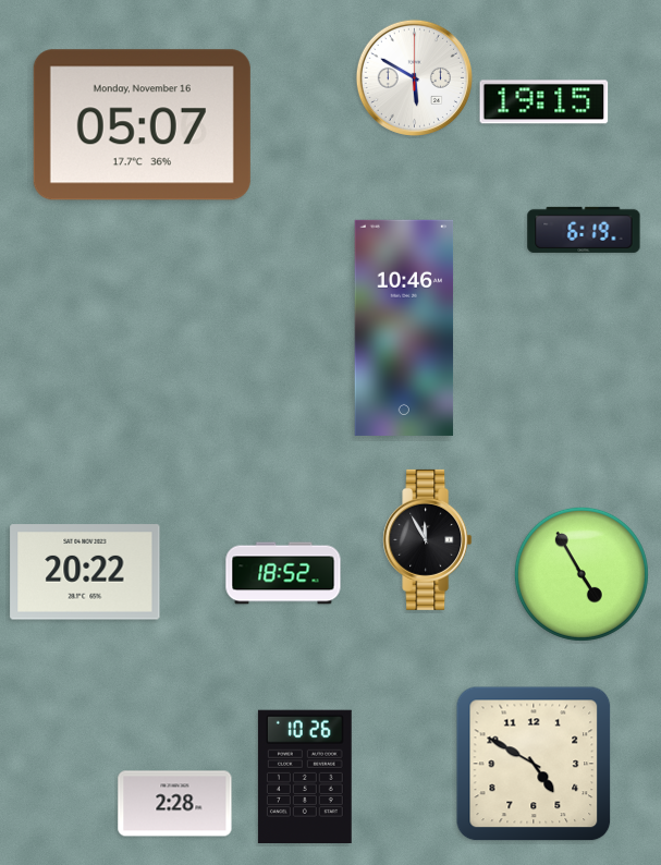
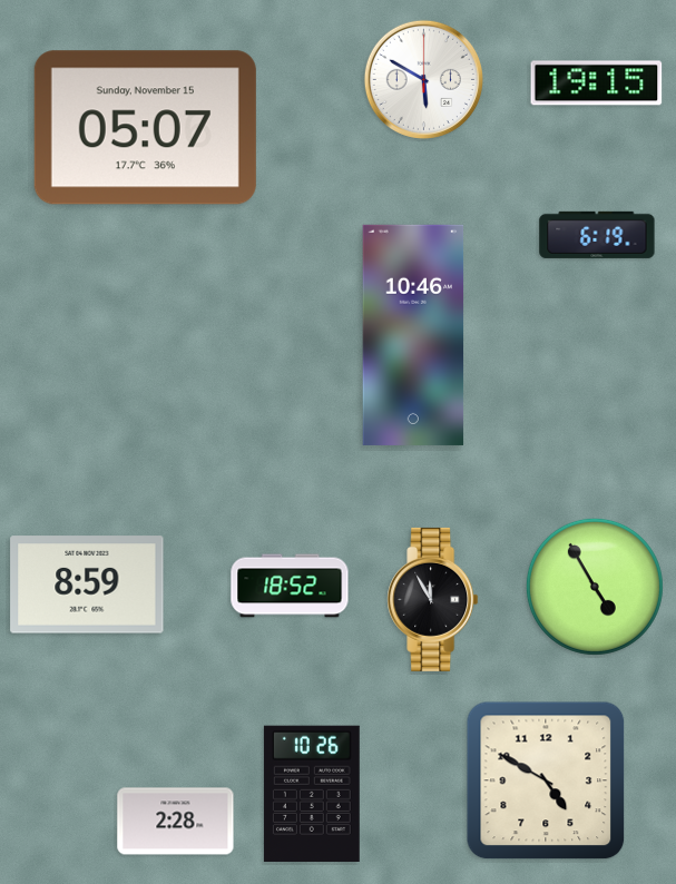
clock at (544, 102) position: (544, 102) -> (597, 84)
clock at (142, 125) date: Monday, November 16 -> Sunday, November 15
clock at (428, 539) position: (428, 539) -> (433, 599)
clock at (85, 572): 20:22 -> 8:59
clock at (175, 804) position: (175, 804) -> (176, 822)
